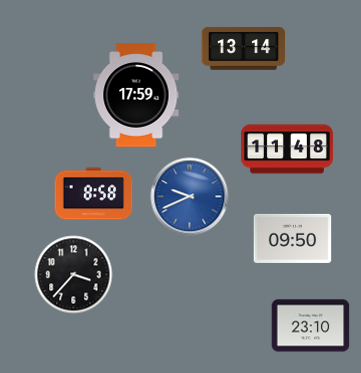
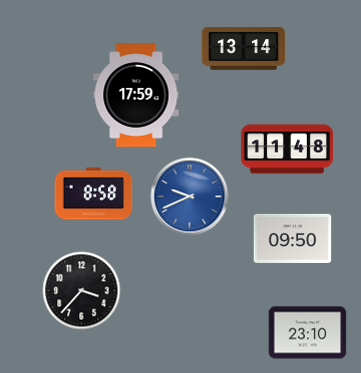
clock at (73, 274) position: (73, 274) -> (81, 290)
clock at (310, 326) position: (310, 326) -> (307, 333)
